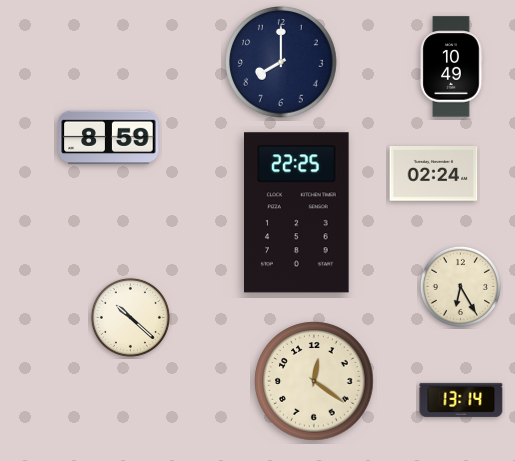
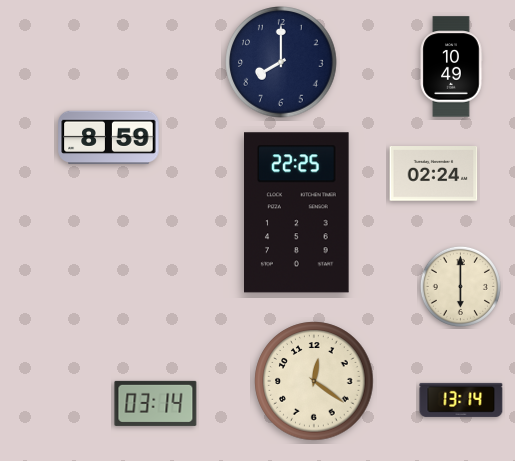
clock at (460, 286): 6:25 -> 6:00
clock at (130, 317): 10:22 -> none
clock at (156, 403): none -> 03:14
